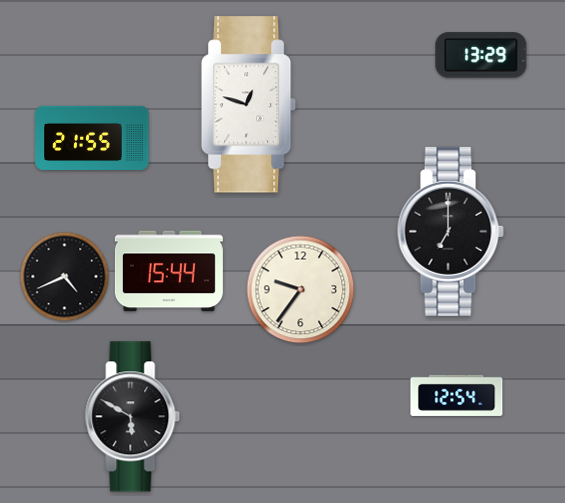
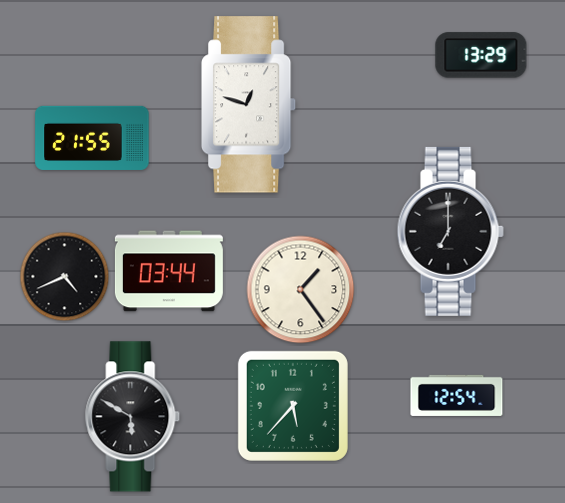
clock at (169, 271): 15:44 -> 03:44
clock at (301, 290): 9:36 -> 1:24
clock at (293, 406): none -> 5:37
